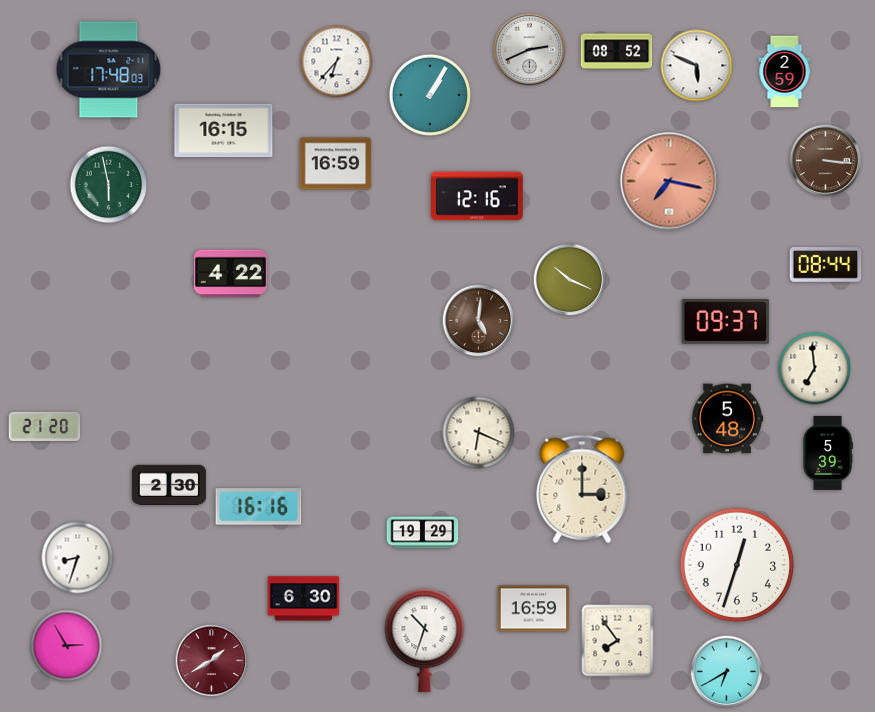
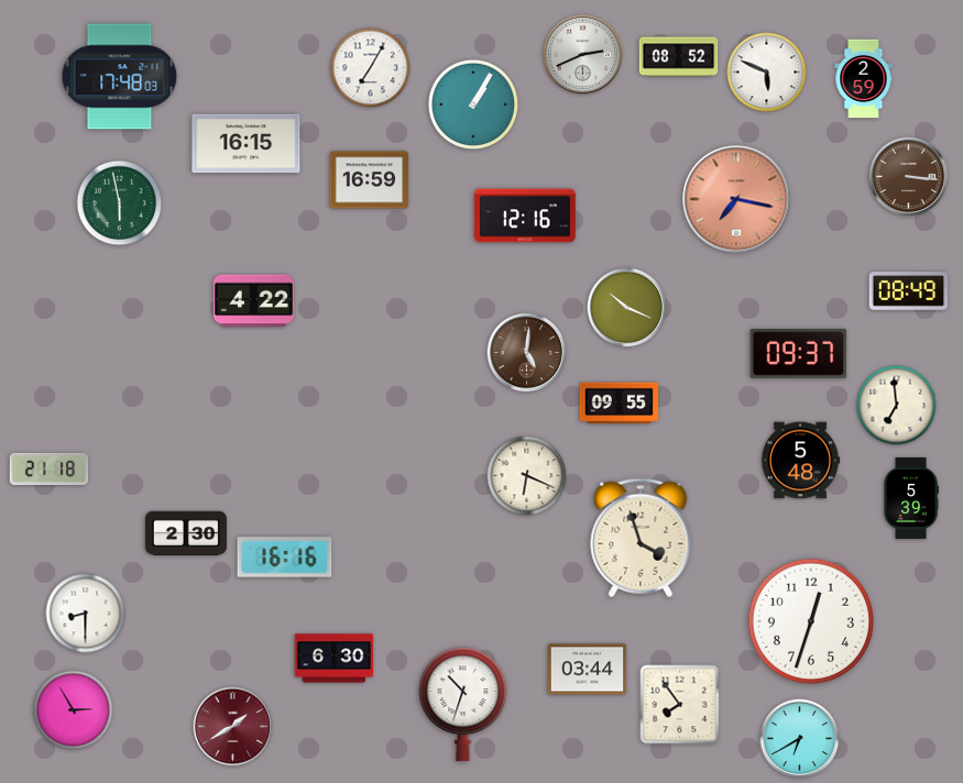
clock at (337, 62): 6:37 -> 7:05
clock at (826, 265): 08:44 -> 08:49
clock at (620, 404): none -> 09:55
clock at (45, 426): 21:20 -> 21:18
clock at (582, 489): 3:00 -> 3:57
clock at (423, 533): 19:29 -> none
clock at (78, 558): 8:33 -> 8:30
clock at (534, 609): 16:59 -> 03:44
clock at (425, 641) position: (425, 641) -> (463, 705)
